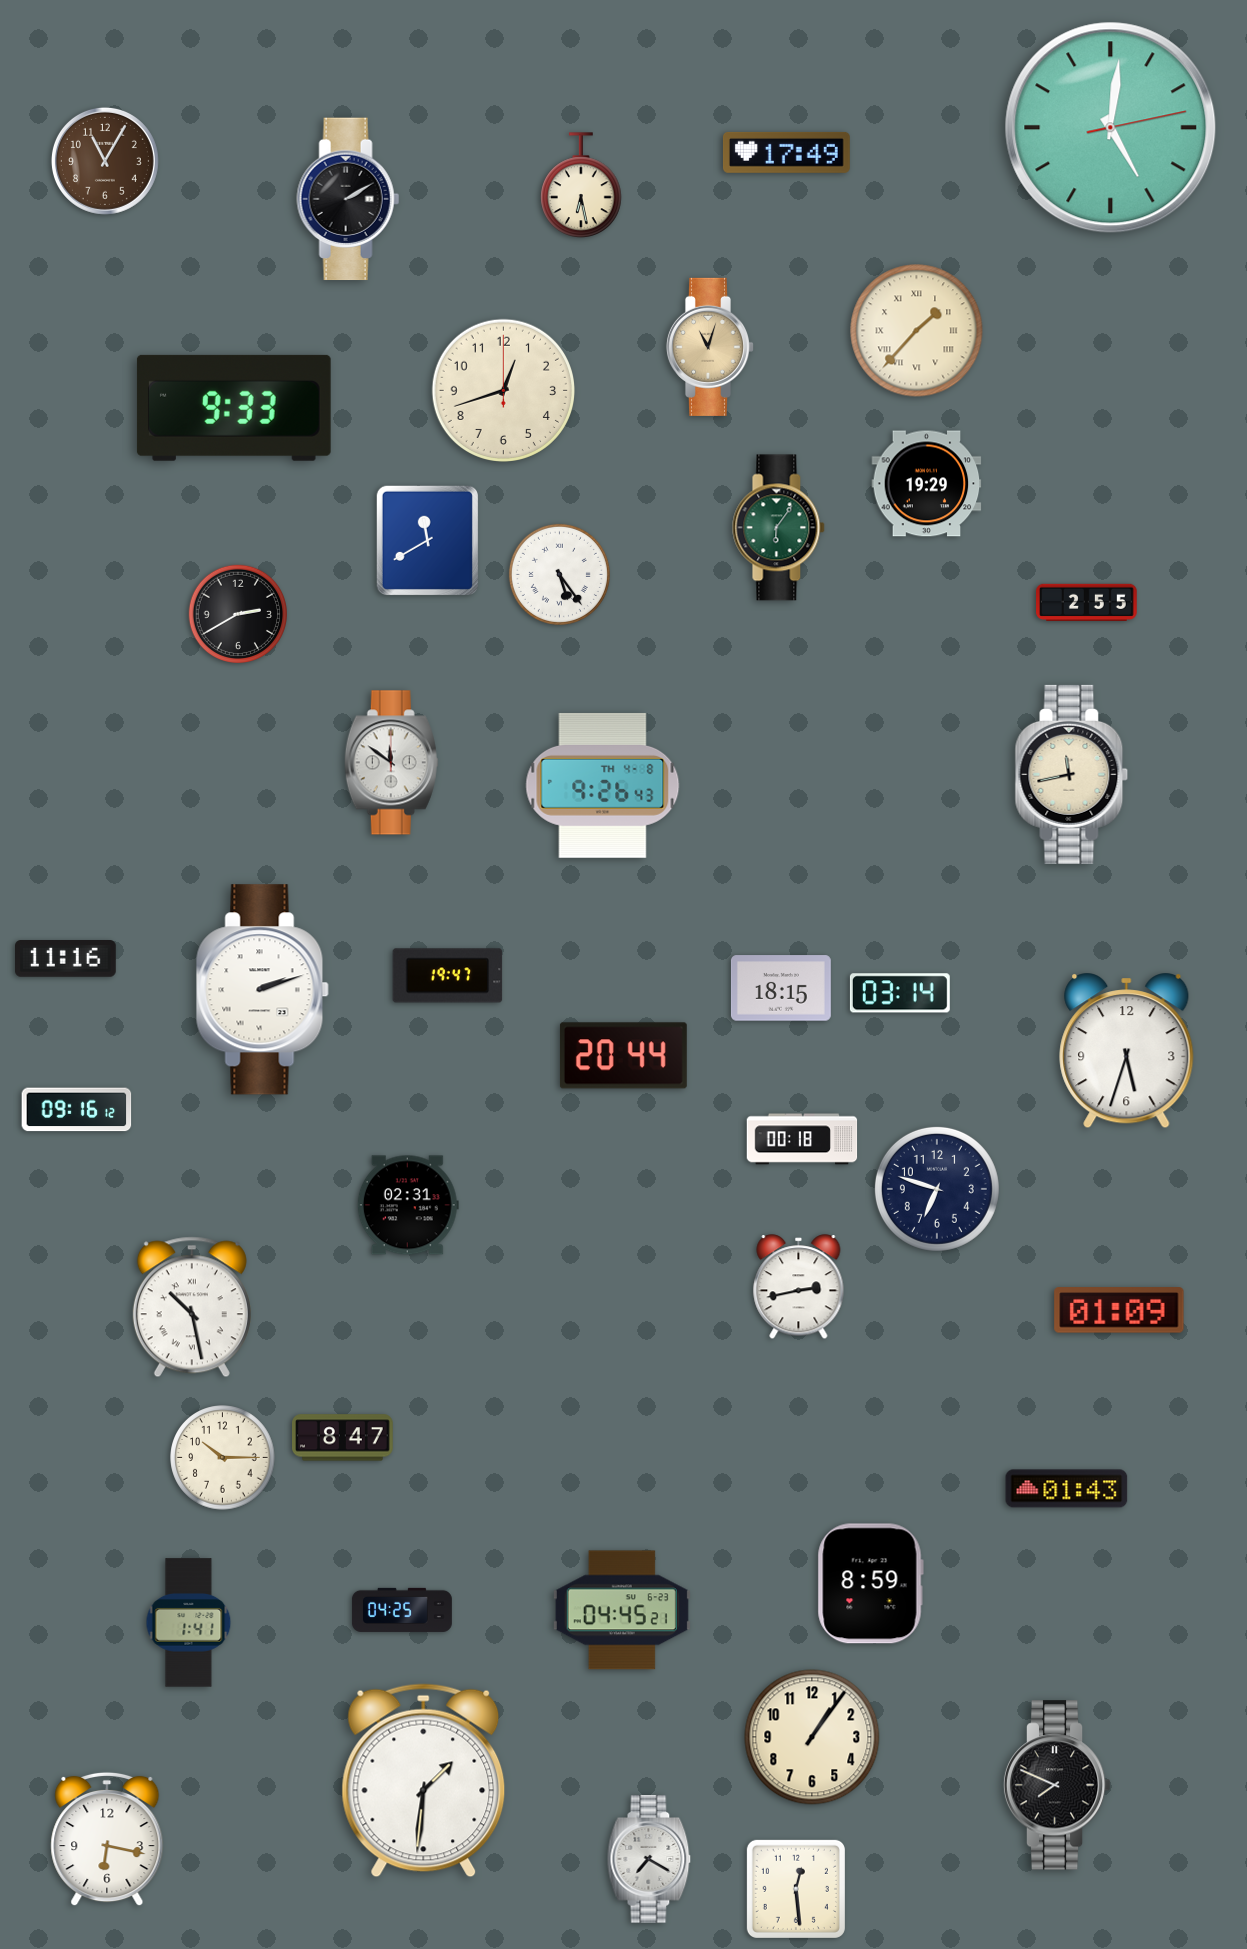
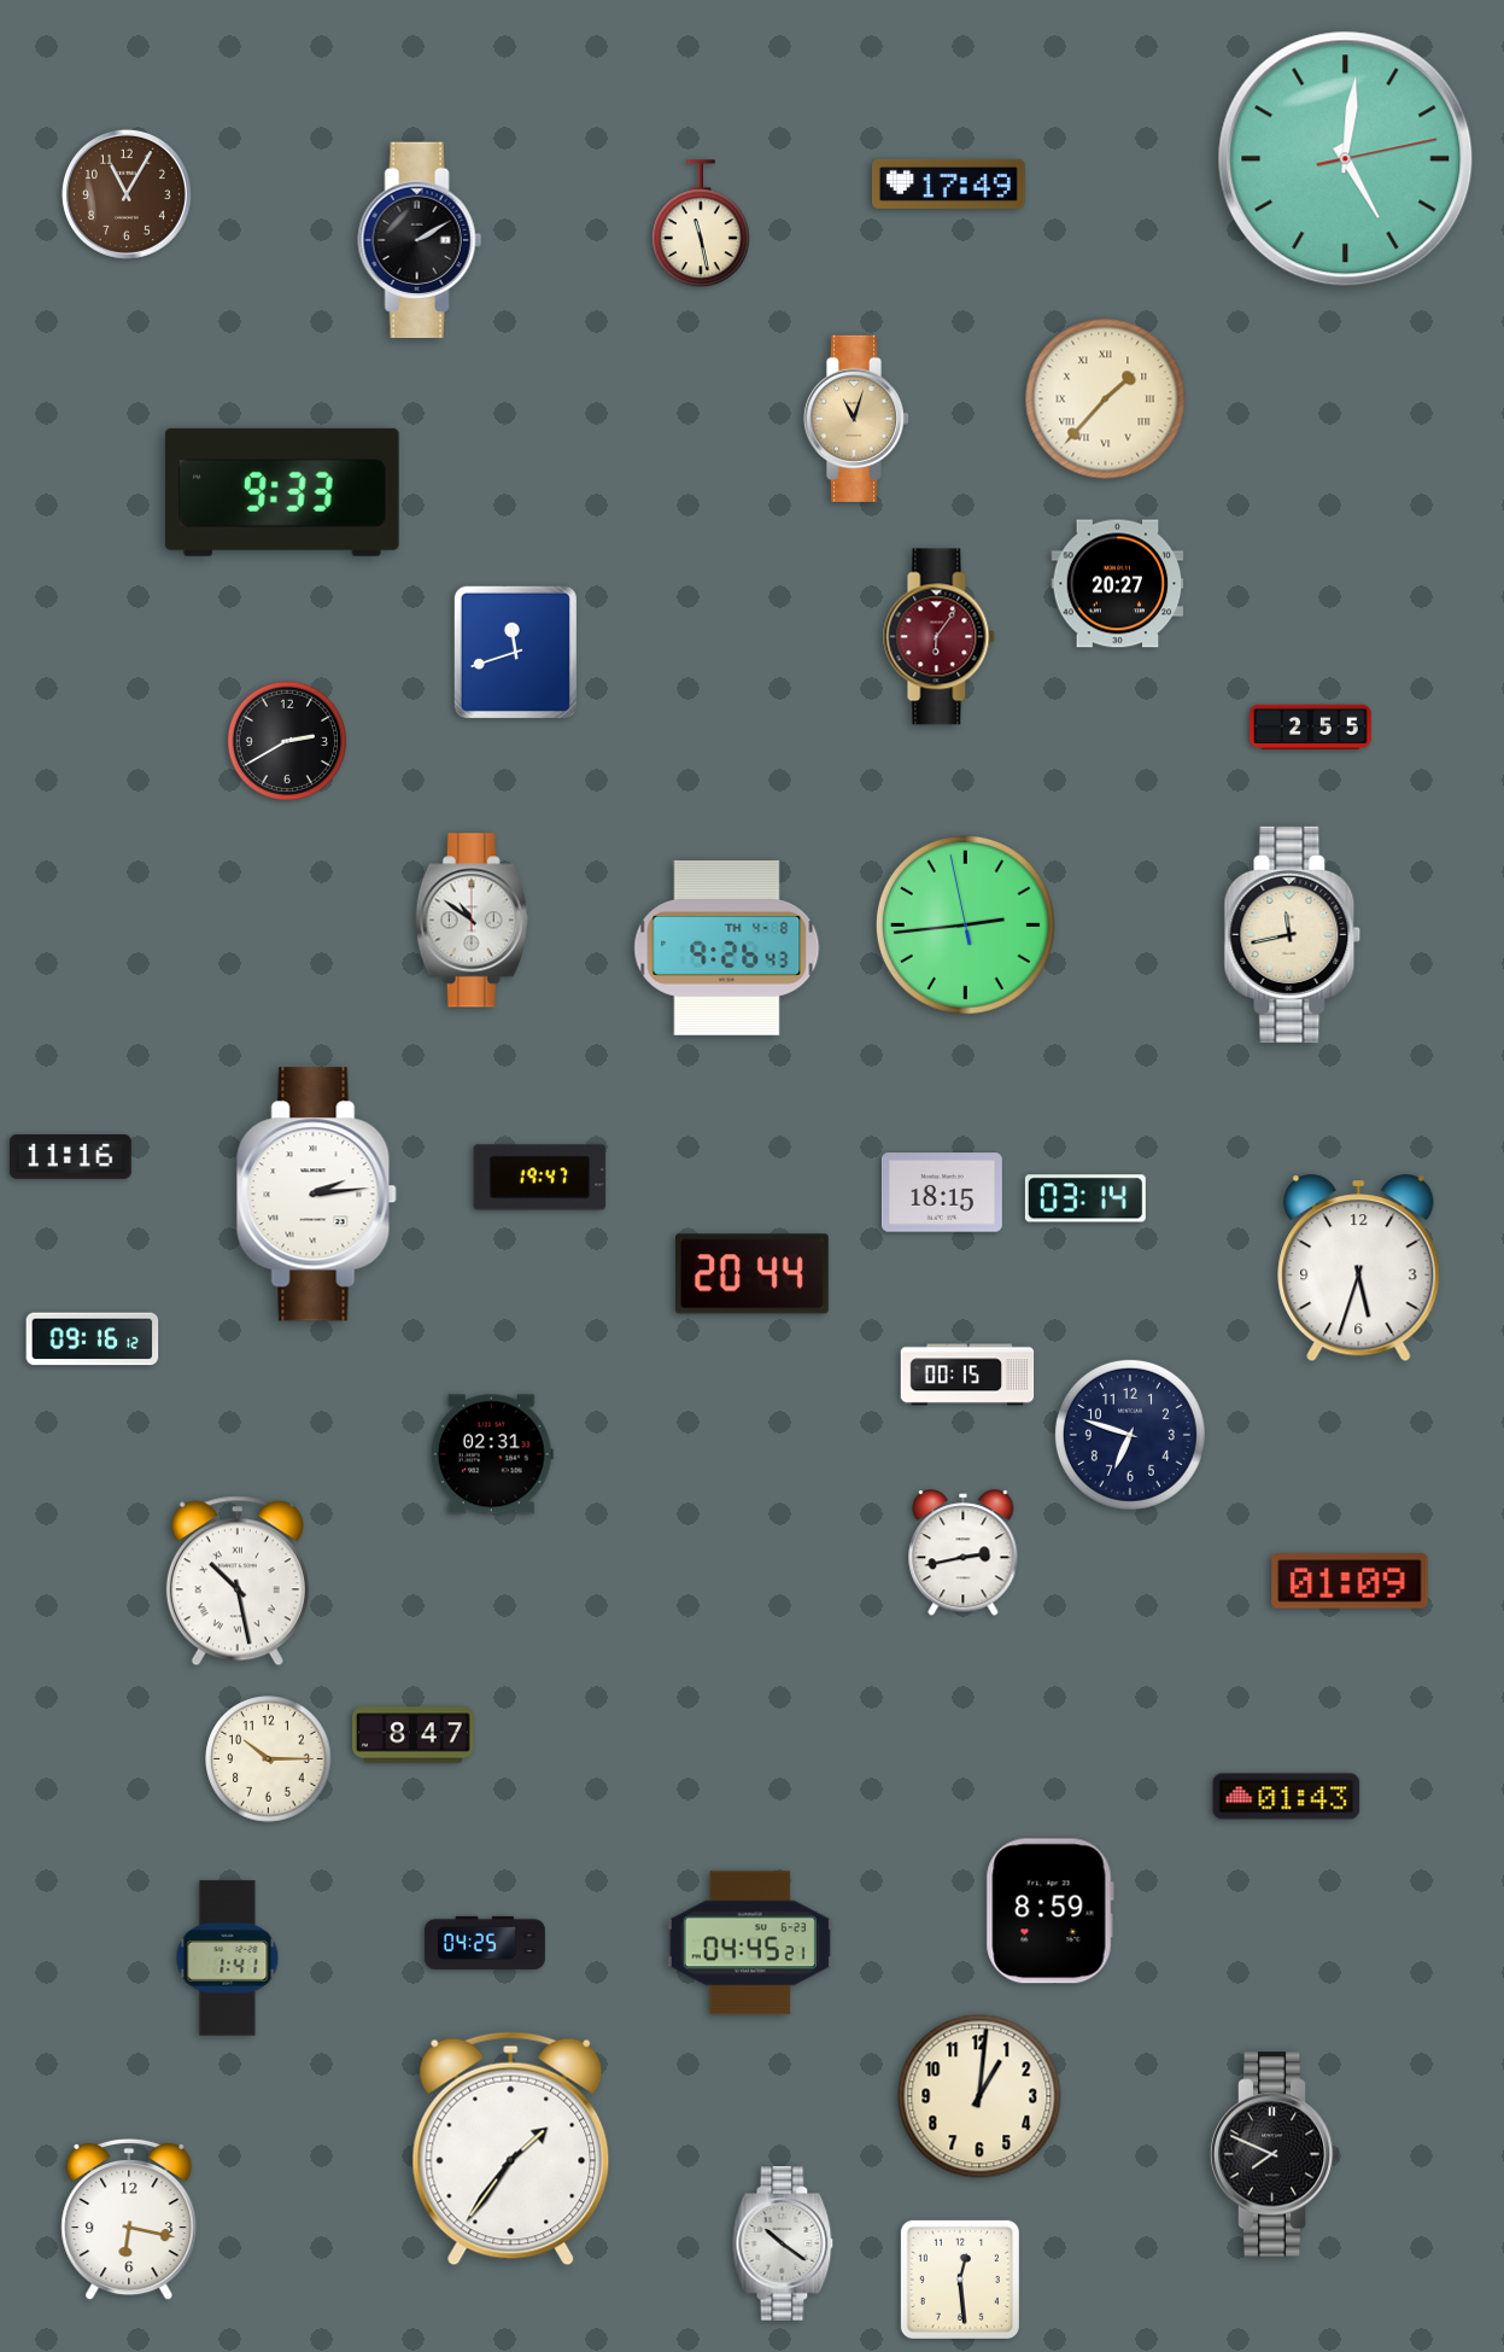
clock at (1111, 128) position: (1111, 128) -> (1346, 159)
clock at (581, 185): 6:28 -> 11:28
clock at (503, 390): 12:42 -> none
clock at (927, 484): 19:29 -> 20:27
clock at (779, 528) dial: green -> burgundy
clock at (427, 540): 11:40 -> 11:42
clock at (559, 574): 5:24 -> none
clock at (391, 763): 11:51 -> 10:51
clock at (965, 924): none -> 2:43
clock at (66, 959) position: (66, 959) -> (71, 1157)
clock at (262, 990): 2:12 -> 2:14
clock at (802, 1139): 00:18 -> 00:15
clock at (192, 1307) position: (192, 1307) -> (238, 1581)
clock at (812, 1737): 1:06 -> 1:01
clock at (424, 1781): 1:31 -> 1:36
clock at (649, 1859): 7:20 -> 10:21
